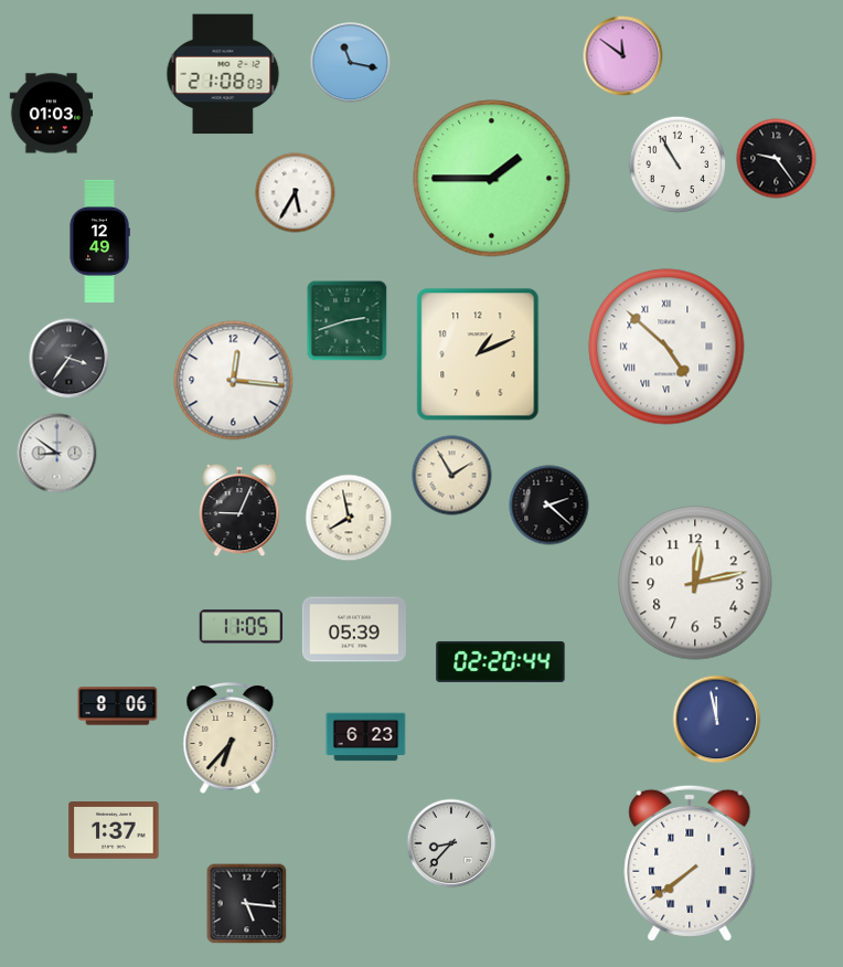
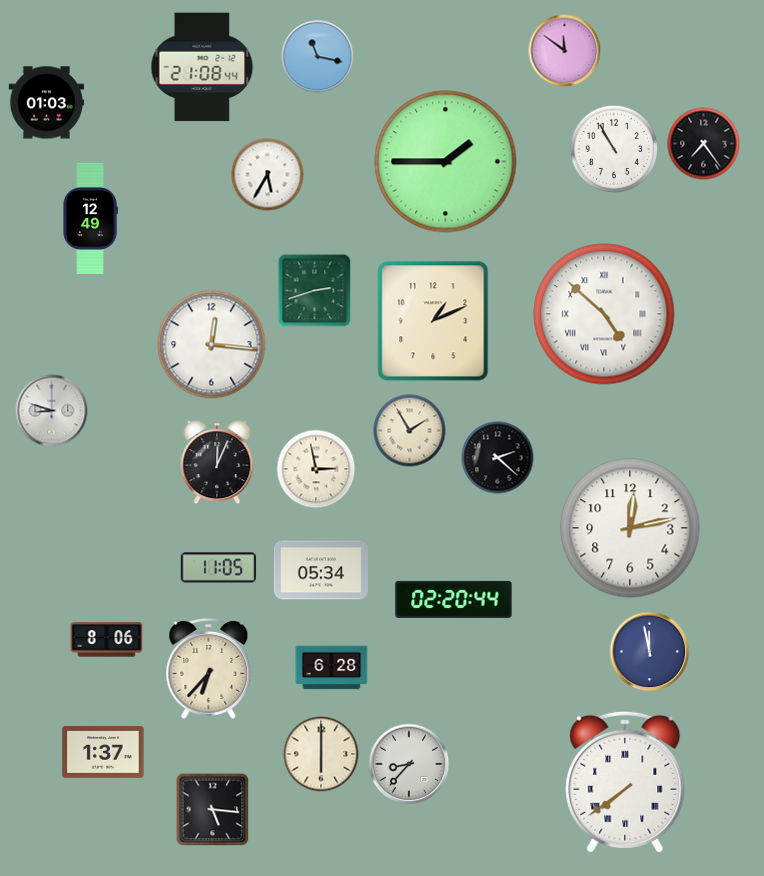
clock at (223, 74): 21:08:03 -> 21:08:44
clock at (777, 159): 9:24 -> 7:24
clock at (70, 359): 3:36 -> none
clock at (57, 454): 8:51 -> 8:48
clock at (239, 511): 9:04 -> 12:04
clock at (349, 518): 7:58 -> 2:58
clock at (354, 629): 05:39 -> 05:34
clock at (366, 737): 6:23 -> 6:28
clock at (321, 754): none -> 6:00
clock at (247, 904) position: (247, 904) -> (213, 810)
